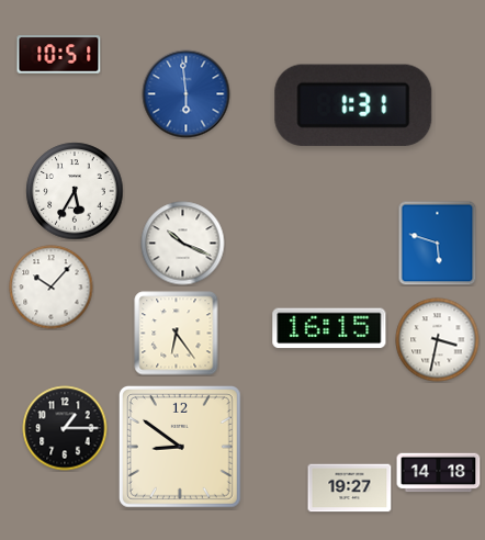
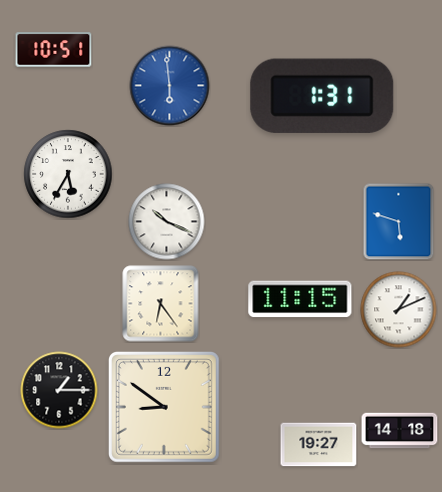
clock at (52, 288): 10:07 -> none
clock at (329, 328): 16:15 -> 11:15
clock at (438, 340): 3:32 -> 1:11
